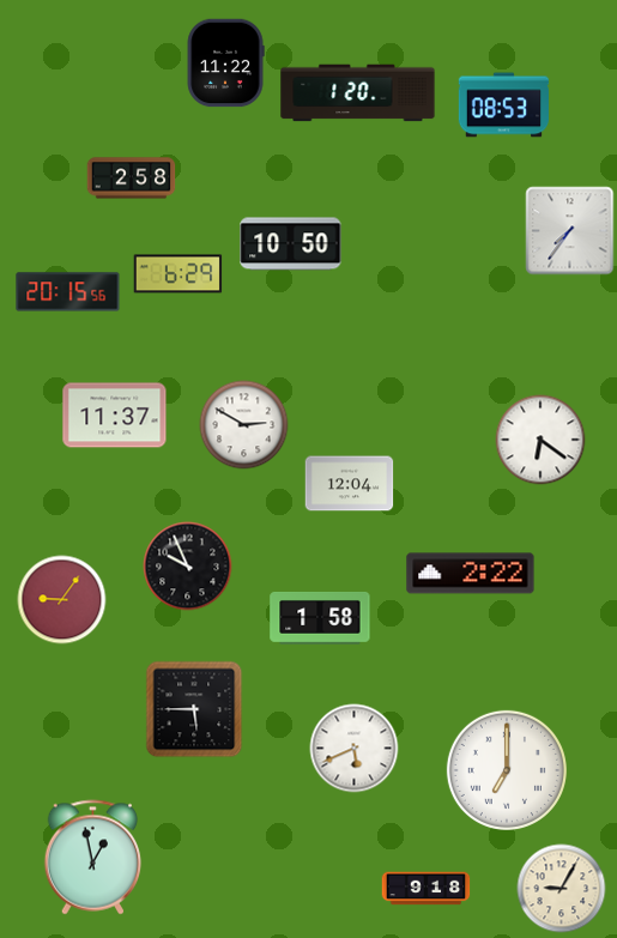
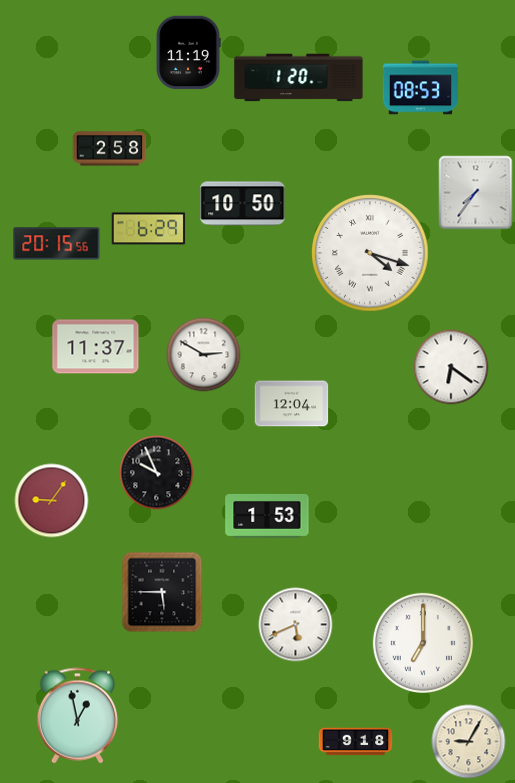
clock at (225, 63): 11:22 -> 11:19
clock at (370, 253): none -> 4:18
clock at (471, 574): 2:22 -> none
clock at (320, 618): 1:58 -> 1:53
